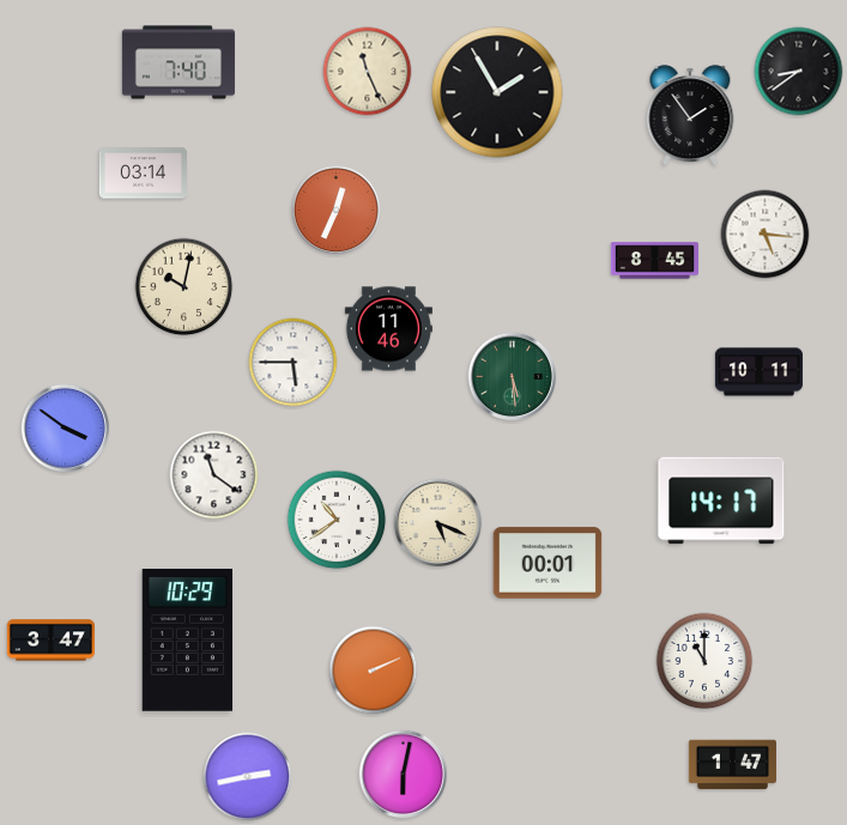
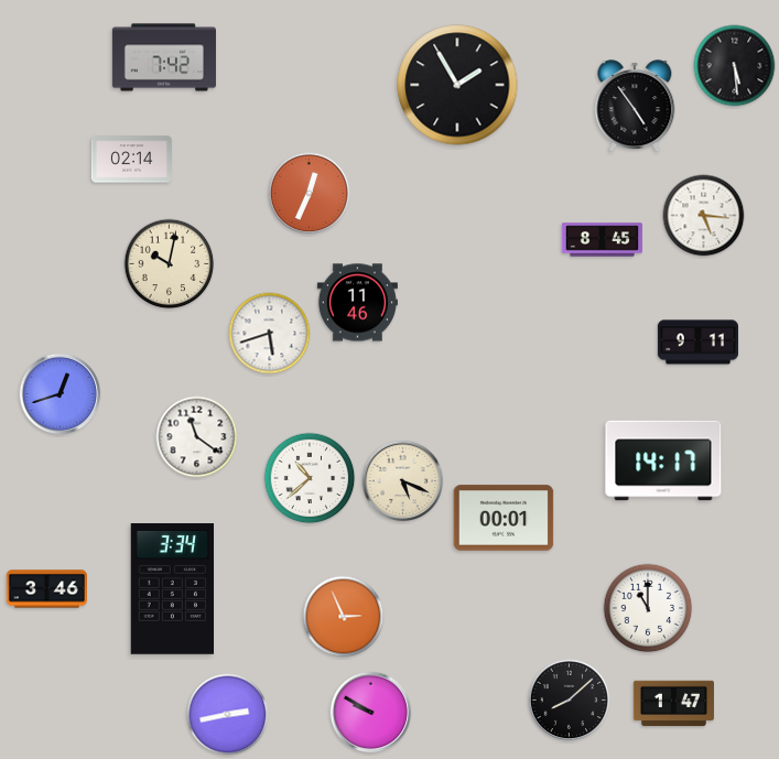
clock at (179, 62): 7:40 -> 7:42
clock at (368, 72): 11:26 -> none
clock at (799, 72): 8:39 -> 5:29
clock at (690, 116): 1:54 -> 4:54
clock at (143, 174): 03:14 -> 02:14
clock at (294, 363): 5:45 -> 5:42
clock at (758, 372): 10:11 -> 9:11
clock at (513, 377): 5:29 -> none
clock at (66, 429): 3:51 -> 12:42
clock at (337, 520): 10:39 -> 10:38
clock at (50, 641): 3:47 -> 3:46
clock at (188, 641): 10:29 -> 3:34
clock at (374, 671): 2:11 -> 2:56
clock at (570, 701): none -> 8:08
clock at (404, 775): 6:02 -> 9:50
